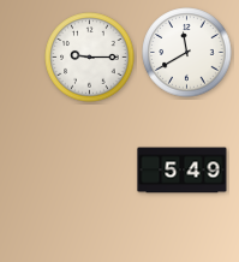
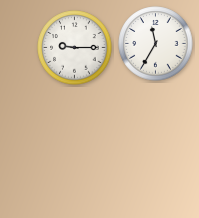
clock at (187, 53): 11:40 -> 11:35
clock at (183, 171): 5:49 -> none
